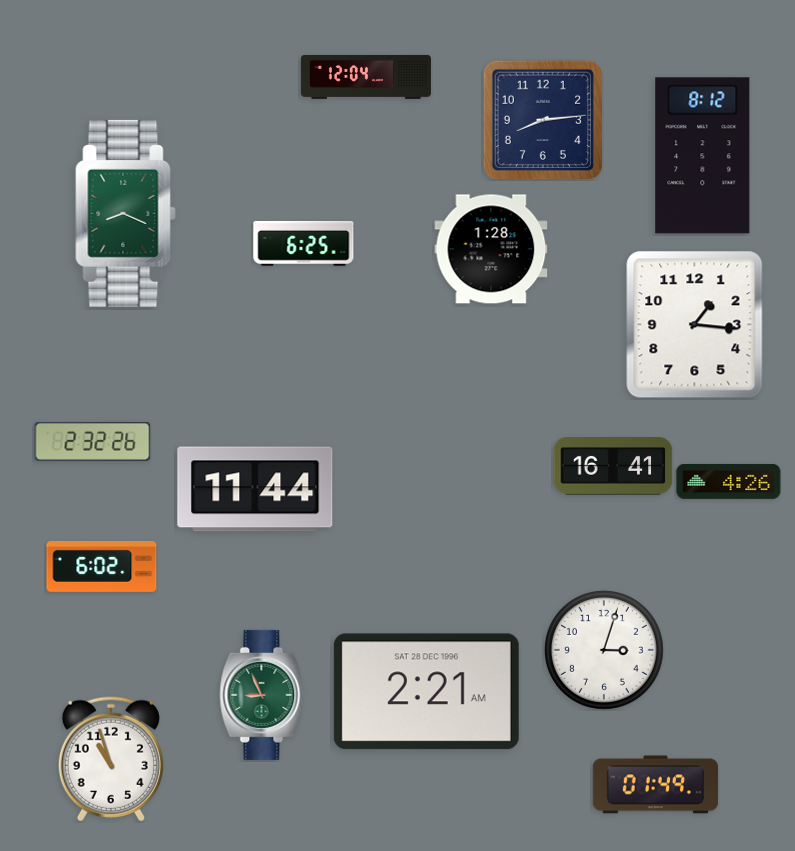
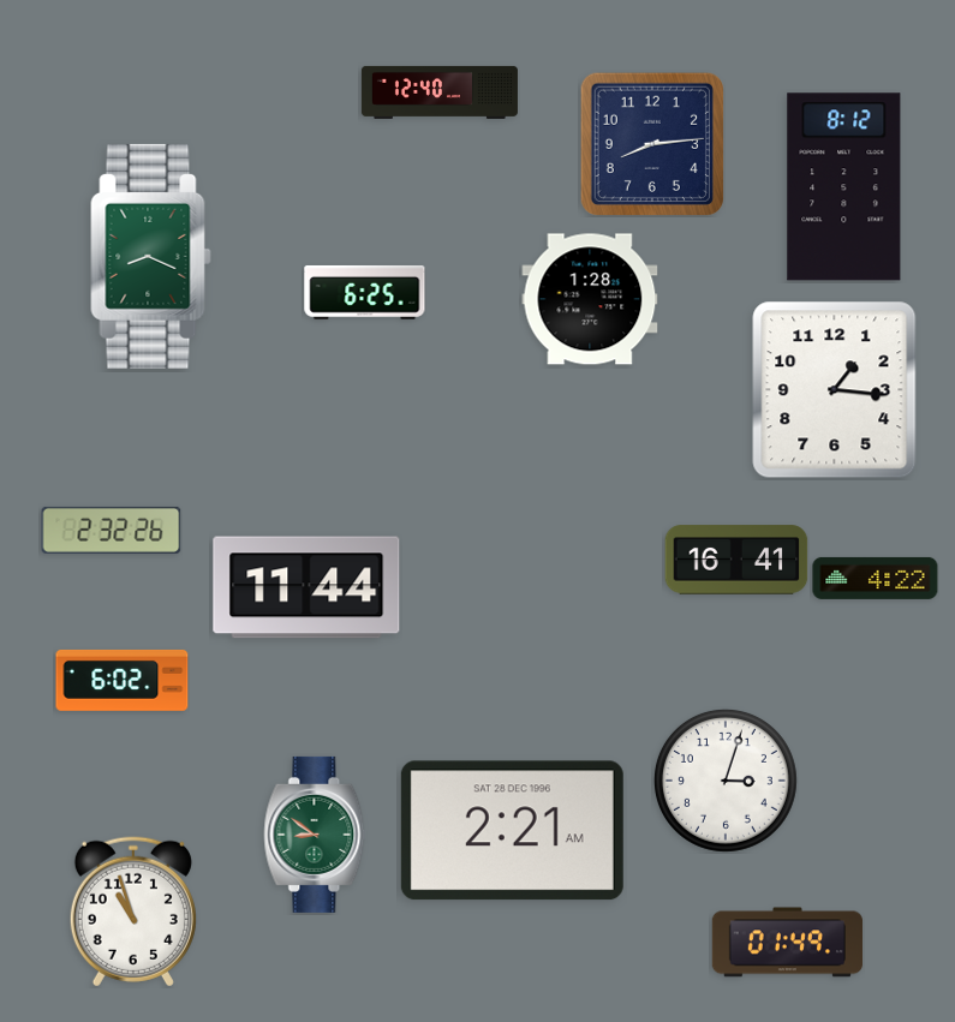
clock at (366, 77): 12:04 -> 12:40
clock at (729, 481): 4:26 -> 4:22
clock at (262, 695): 8:56 -> 8:51
